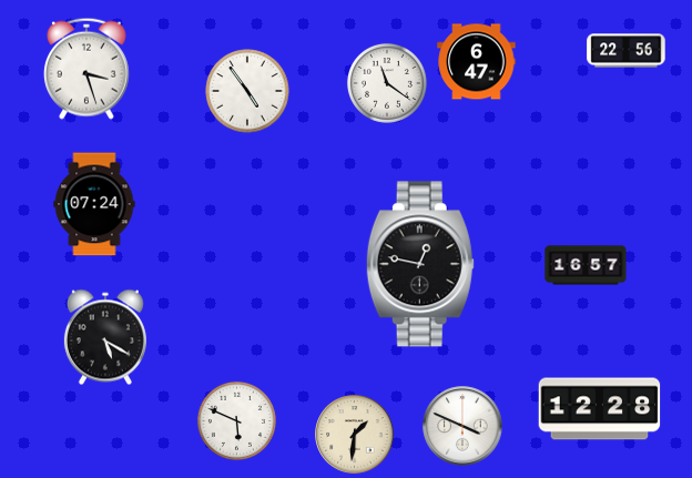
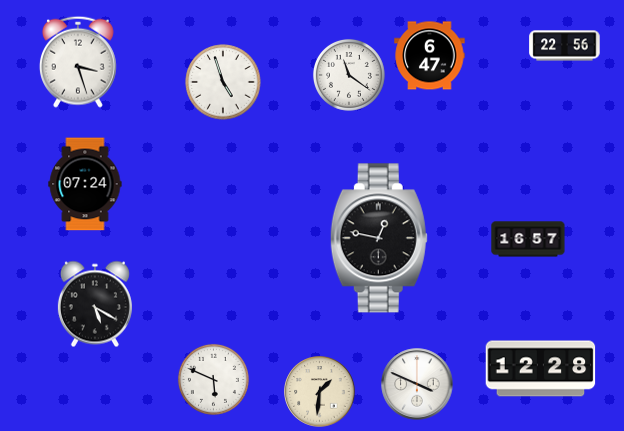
clock at (247, 91): 4:54 -> 4:57
